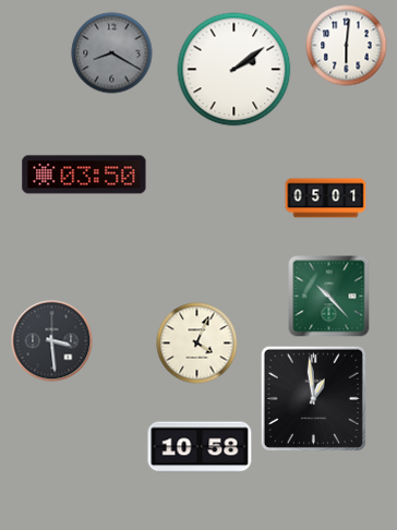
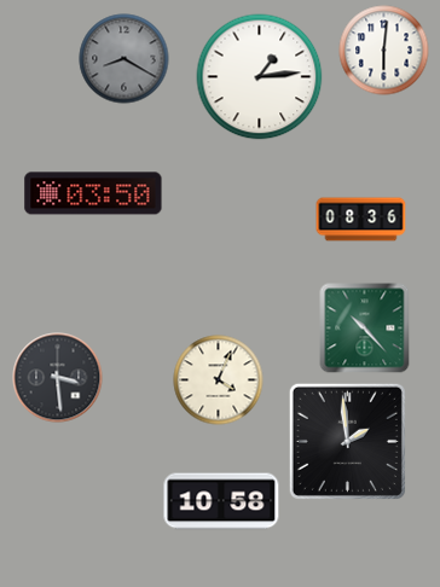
clock at (234, 70): 2:09 -> 1:14
clock at (326, 198): 05:01 -> 08:36
clock at (313, 398): 12:59 -> 1:59
clock at (200, 447) position: (200, 447) -> (221, 501)
